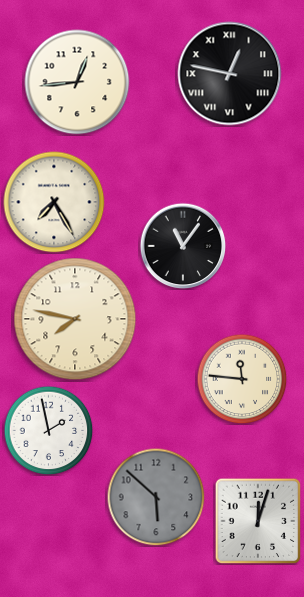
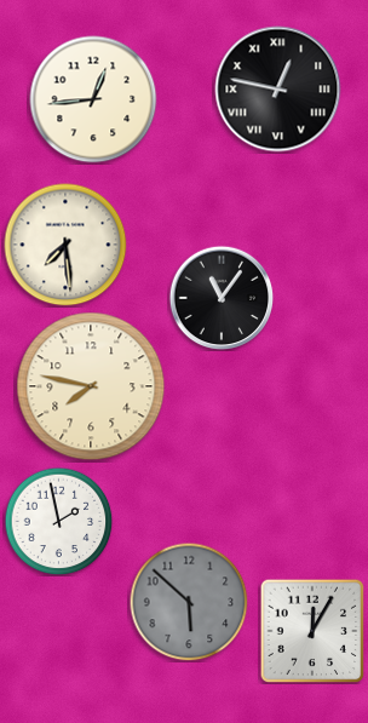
clock at (54, 202): 7:25 -> 7:29
clock at (242, 379): 11:46 -> none
clock at (258, 521): 12:03 -> 12:05
